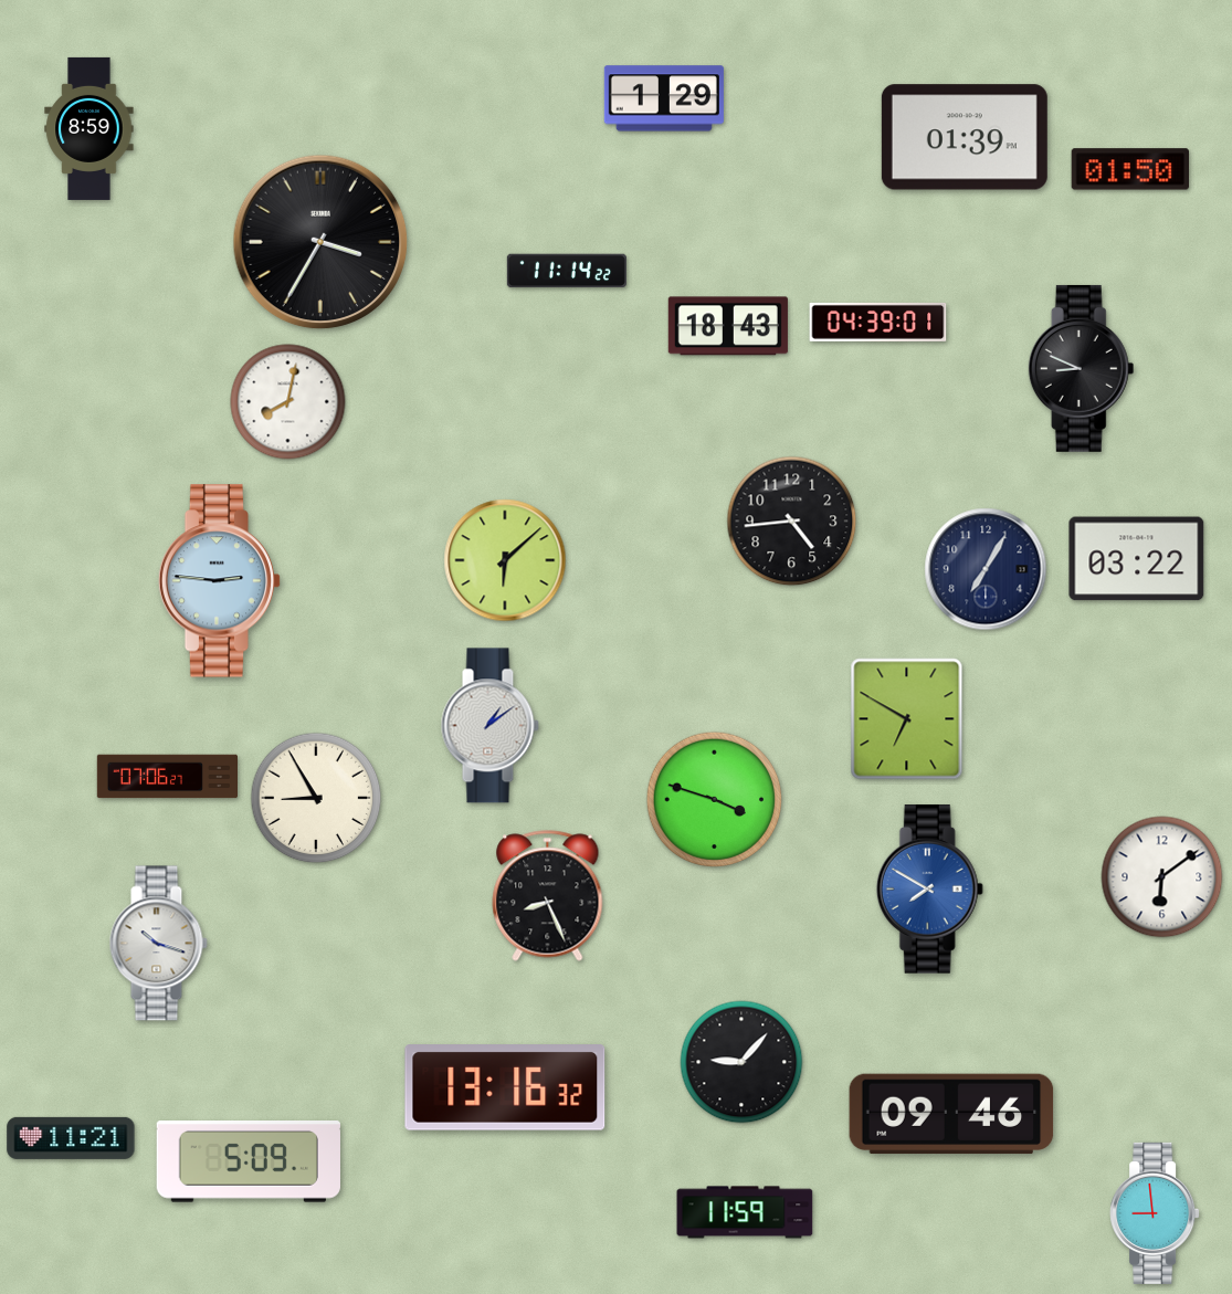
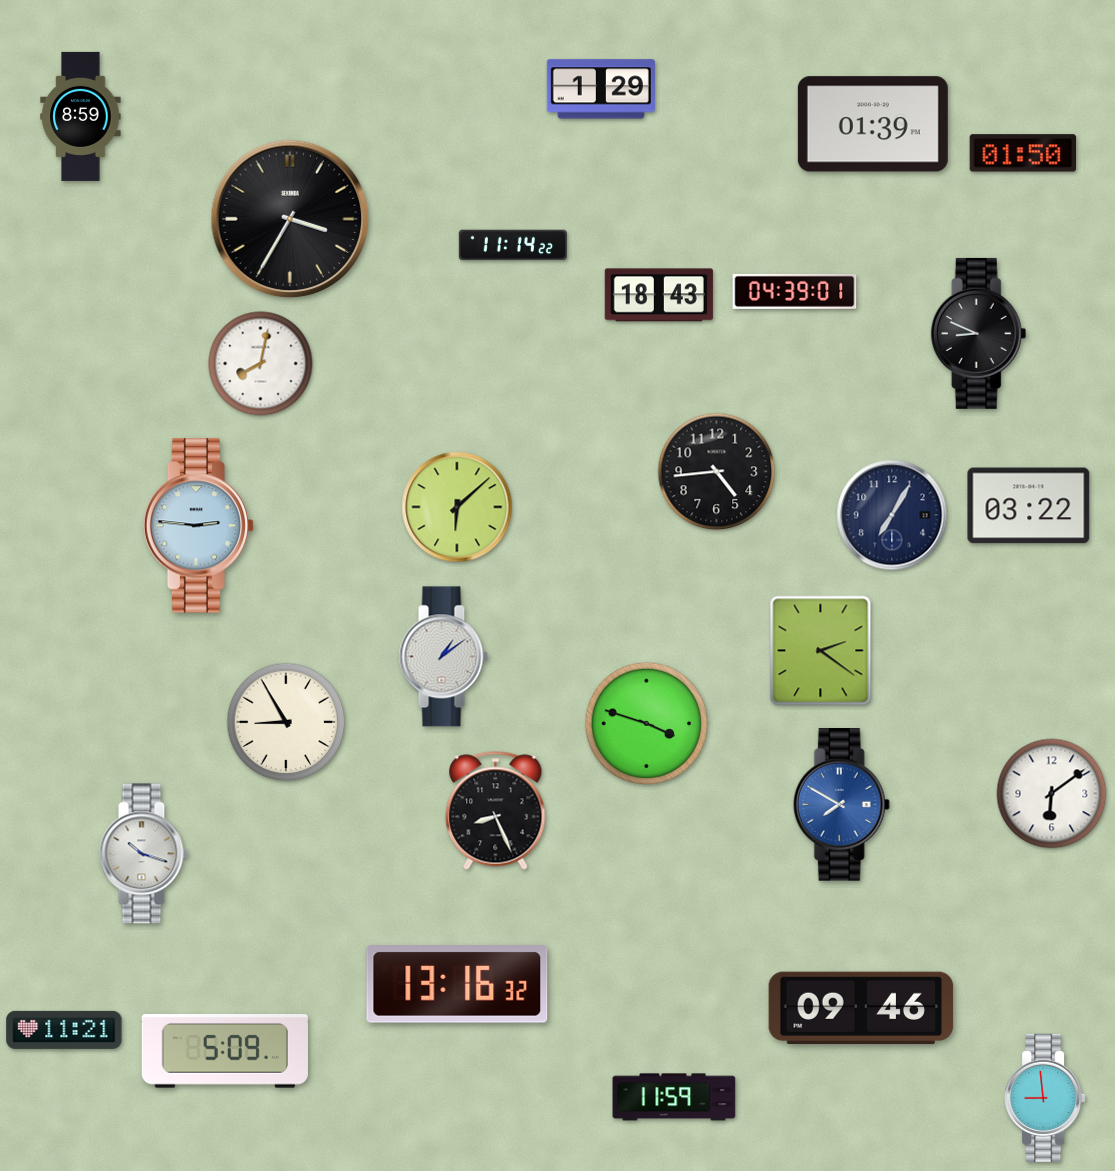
clock at (907, 719): 6:50 -> 2:21
clock at (167, 777): 07:06 -> none
clock at (741, 1062): 9:07 -> none
